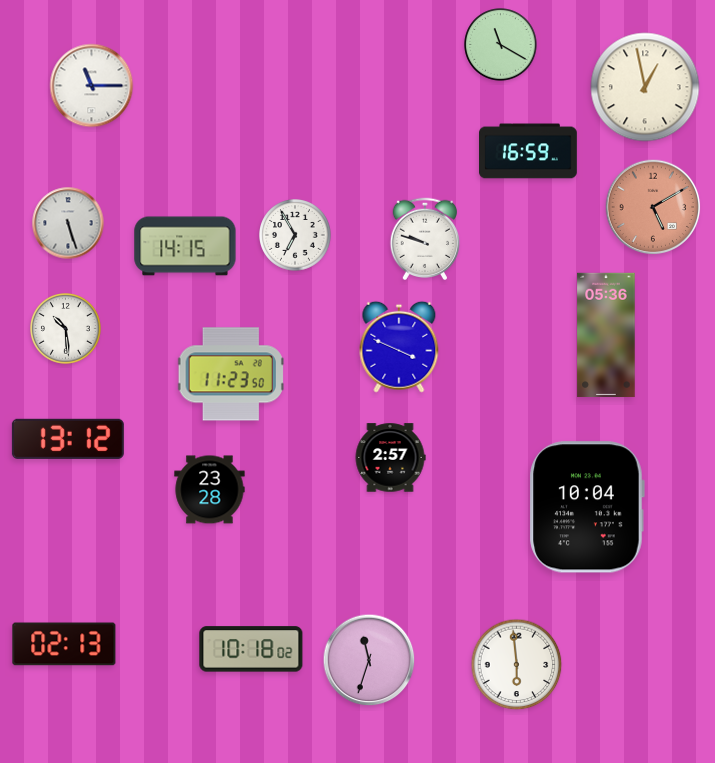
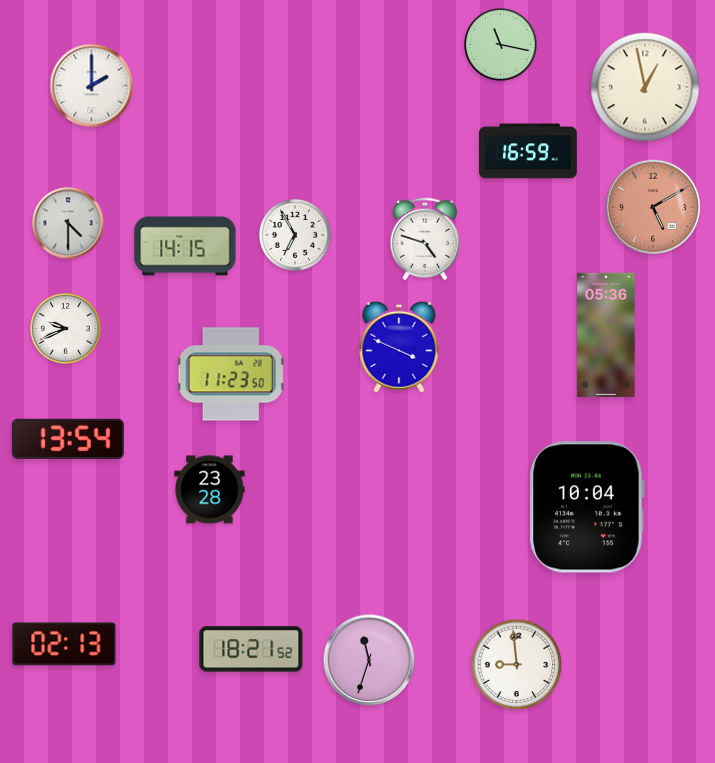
clock at (501, 45): 11:20 -> 11:17
clock at (92, 86): 11:15 -> 2:00
clock at (68, 223): 5:27 -> 4:30
clock at (425, 238): 9:48 -> 4:48
clock at (66, 329): 10:29 -> 9:41
clock at (68, 439): 13:12 -> 13:54
clock at (390, 458): 2:57 -> none
clock at (251, 649): 10:18 -> 18:21
clock at (517, 665): 5:59 -> 8:59
